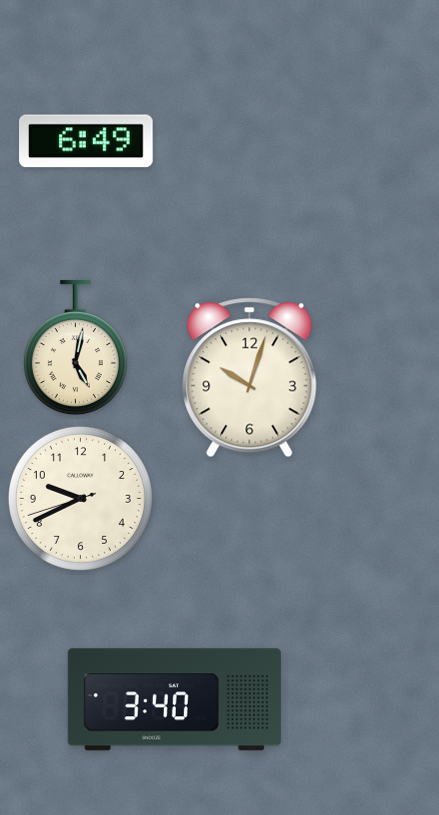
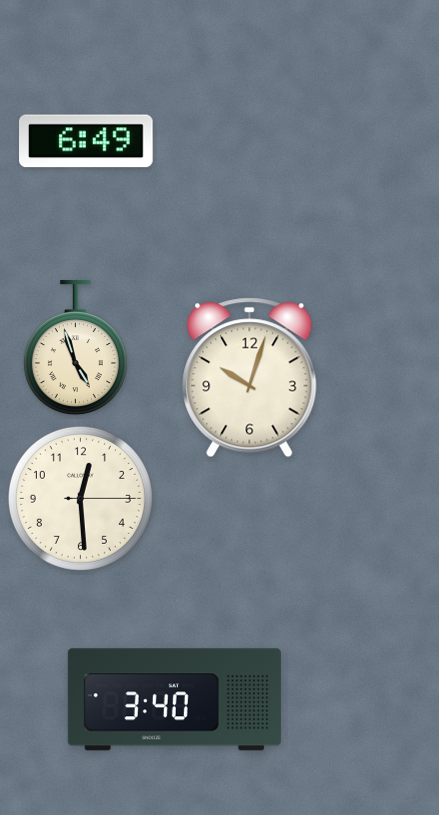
clock at (75, 348): 5:02 -> 4:57
clock at (80, 498): 9:40 -> 12:29
